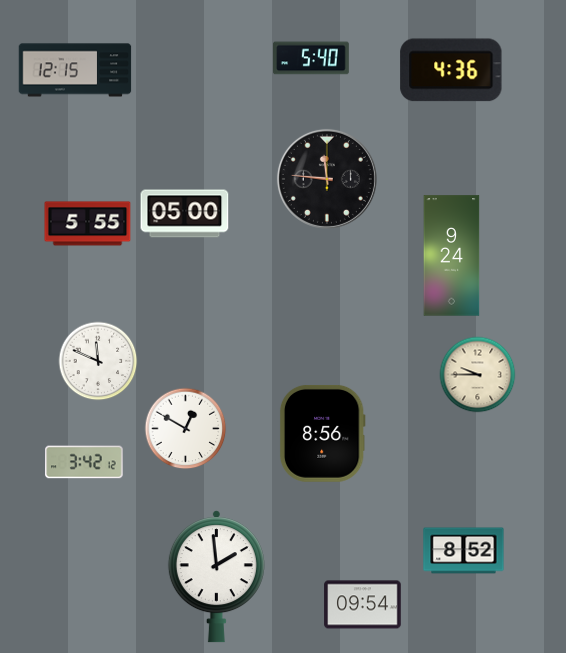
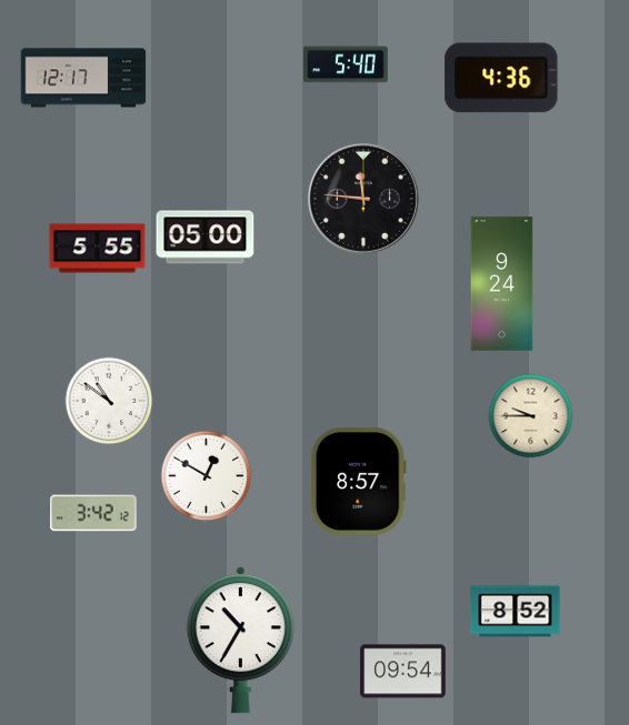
clock at (75, 70): 12:15 -> 12:17
clock at (98, 361): 11:49 -> 10:51
clock at (322, 433): 8:56 -> 8:57
clock at (216, 577): 1:59 -> 10:35
